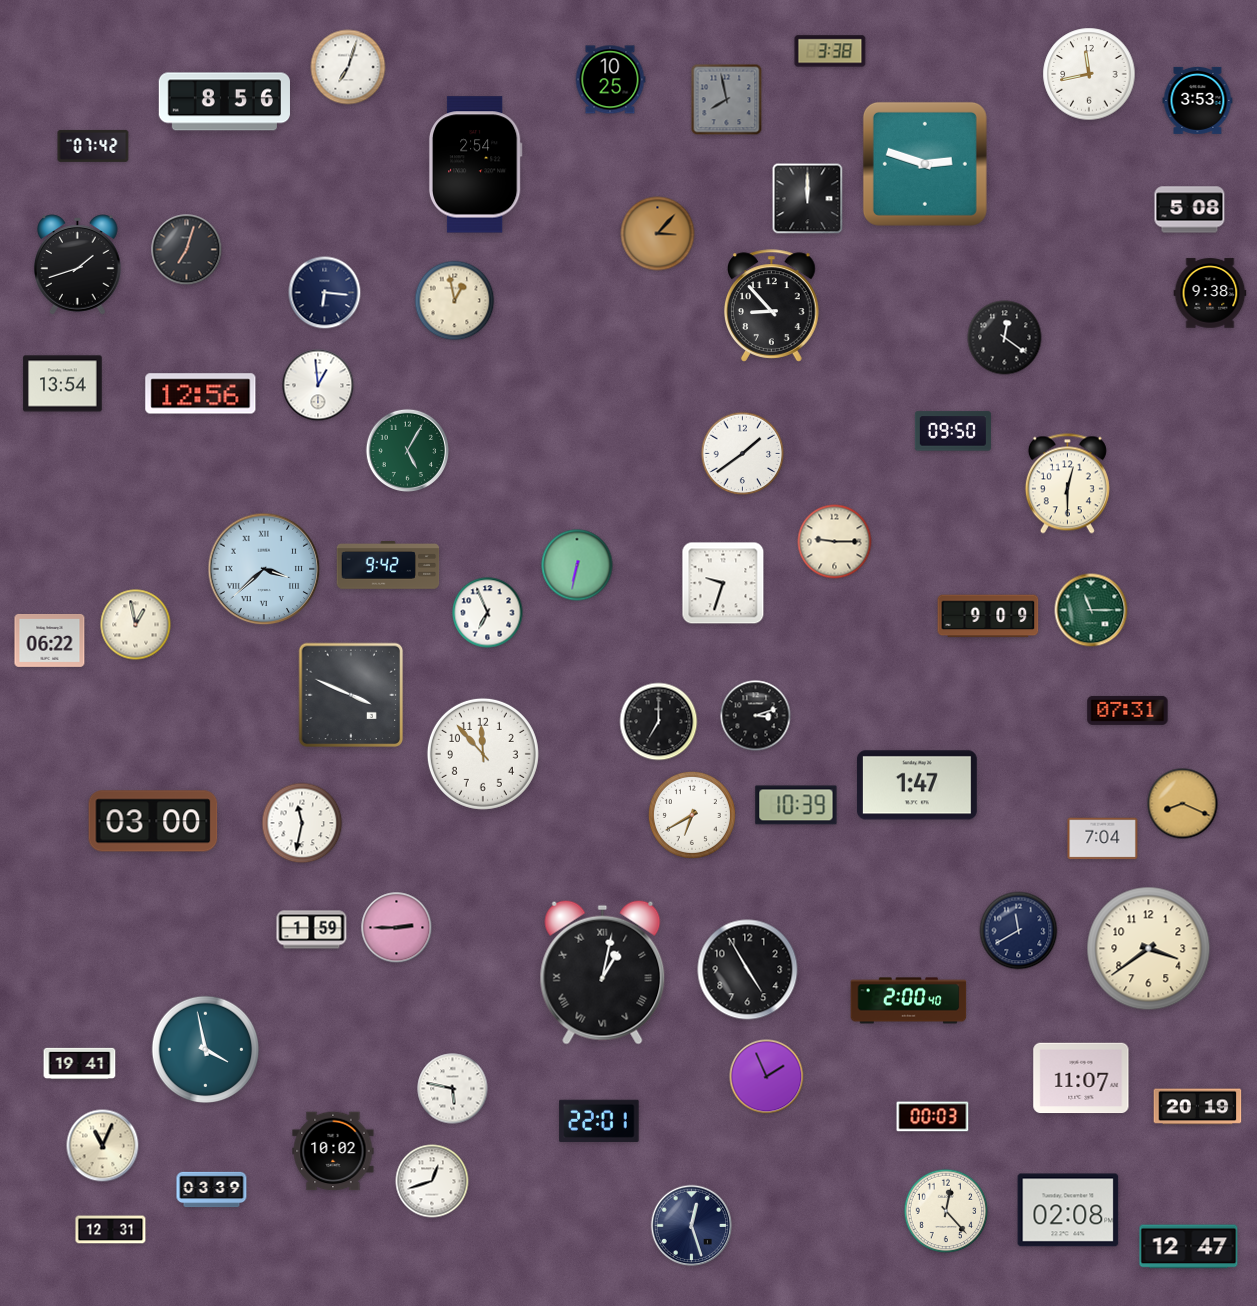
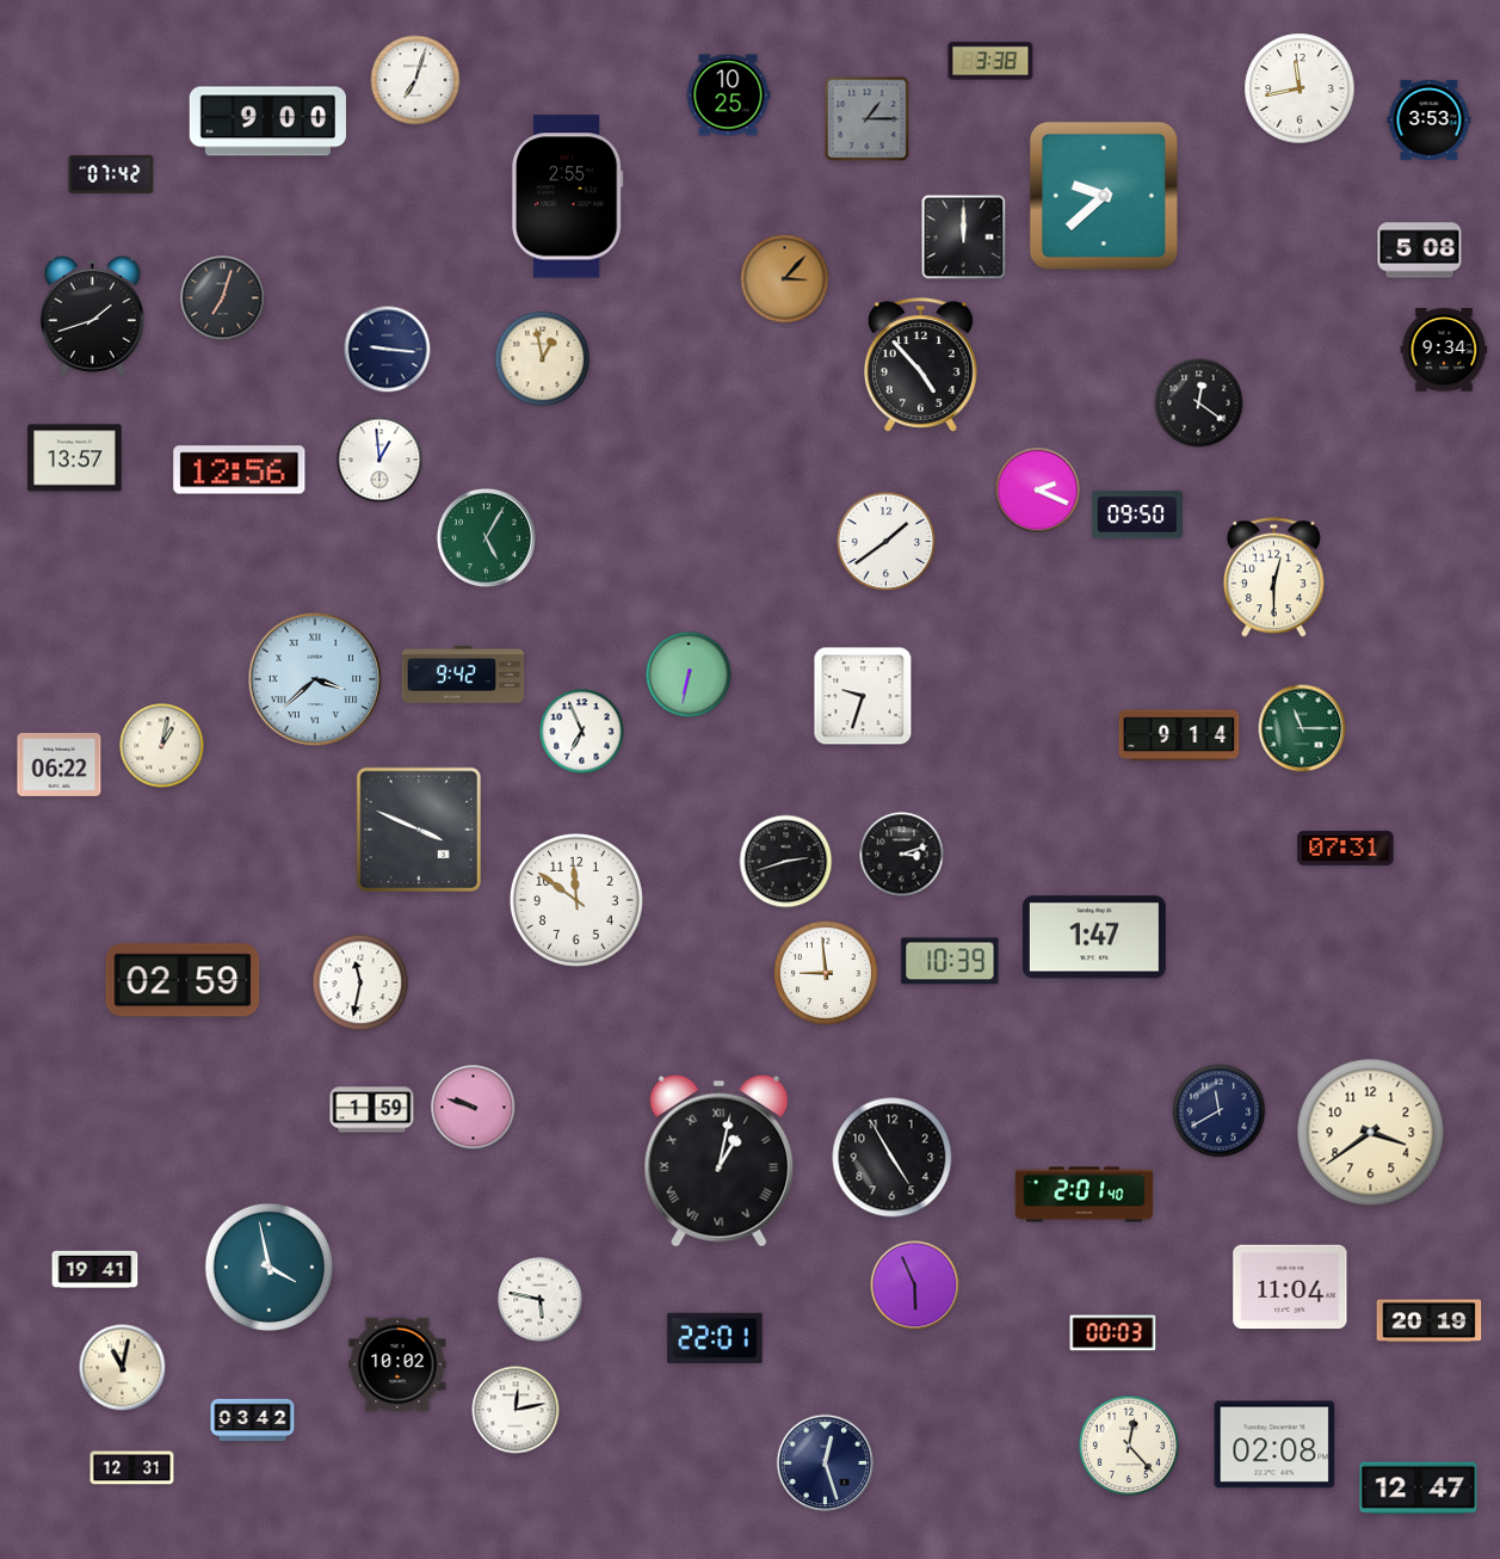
clock at (727, 100): 7:58 -> 1:15
clock at (224, 102): 8:56 -> 9:00
clock at (925, 164): 2:48 -> 9:38
clock at (475, 165): 2:54 -> 2:55
clock at (325, 293): 6:16 -> 9:16
clock at (1210, 293): 9:38 -> 9:34
clock at (772, 306): 8:53 -> 4:53
clock at (63, 384): 13:54 -> 13:57
clock at (1038, 491): none -> 2:19
clock at (835, 542): 9:15 -> none
clock at (988, 616): 9:09 -> 9:14
clock at (136, 625): 12:58 -> 1:02
clock at (659, 722): 7:00 -> 2:42
clock at (483, 754): 11:53 -> 11:51
clock at (1183, 804): 8:19 -> none
clock at (692, 815): 6:40 -> 8:59
clock at (153, 821): 03:00 -> 02:59
clock at (1103, 839): 7:04 -> none
clock at (397, 928): 2:45 -> 9:48
clock at (1019, 931) position: (1019, 931) -> (1220, 1111)
clock at (909, 1001): 2:00 -> 2:01
clock at (206, 1050) position: (206, 1050) -> (270, 1268)
clock at (767, 1077): 1:56 -> 5:56
clock at (1081, 1078): 11:07 -> 11:04
clock at (103, 1146): 11:04 -> 11:02
clock at (333, 1151) position: (333, 1151) -> (397, 1364)
clock at (432, 1181): 12:42 -> 12:13
clock at (212, 1190): 03:39 -> 03:42
